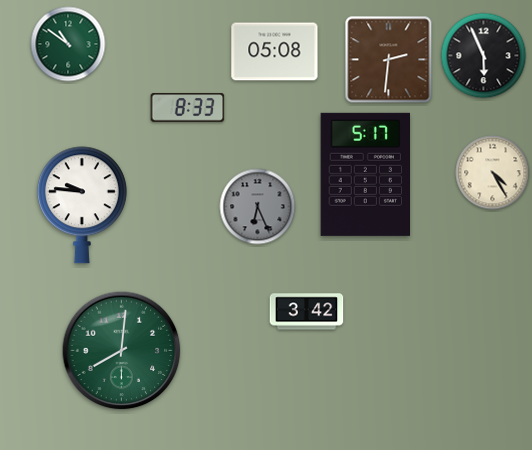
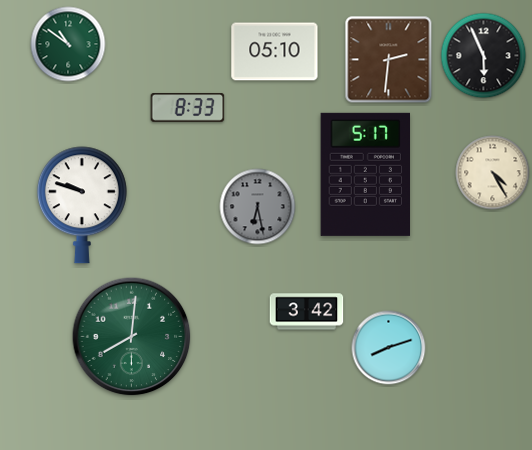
clock at (275, 52): 05:08 -> 05:10
clock at (82, 205): 9:46 -> 9:48
clock at (258, 207): 6:26 -> 6:28
clock at (389, 348): none -> 8:12
clock at (122, 351) position: (122, 351) -> (132, 337)
